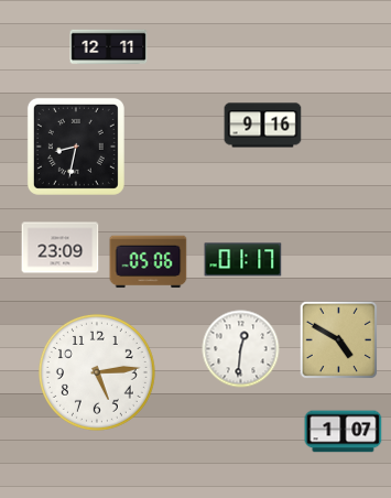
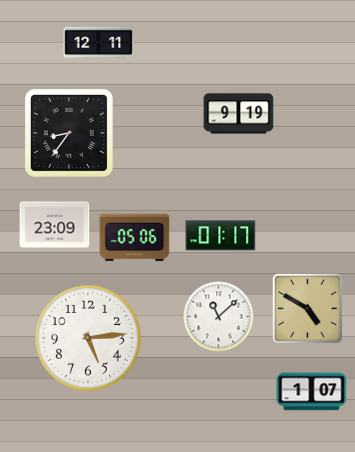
clock at (263, 126): 9:16 -> 9:19
clock at (76, 147): 8:32 -> 8:36
clock at (241, 349): 12:31 -> 11:08
